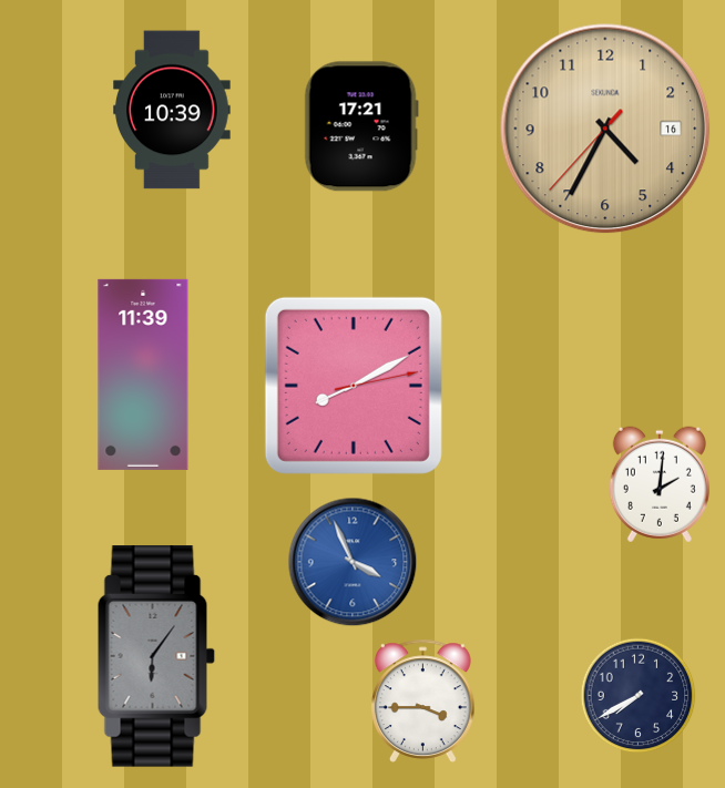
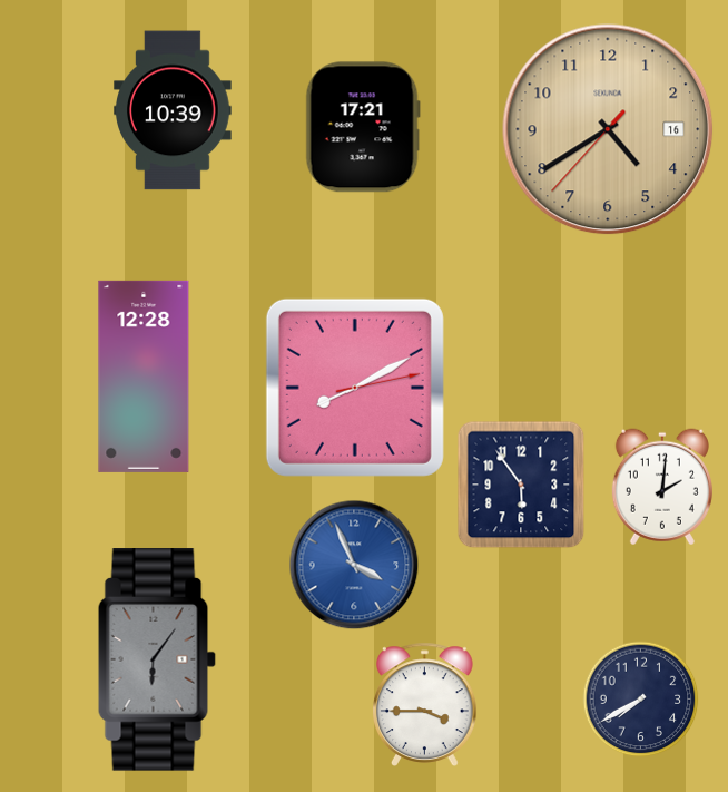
clock at (605, 129): 4:34 -> 4:39
clock at (143, 375): 11:39 -> 12:28
clock at (521, 485): none -> 5:54
